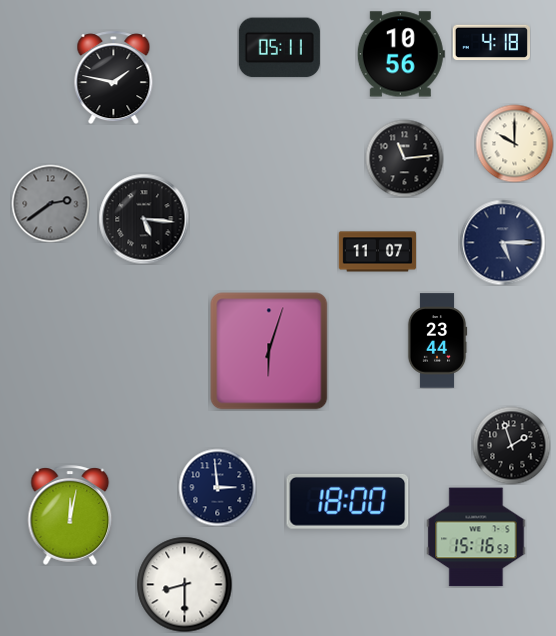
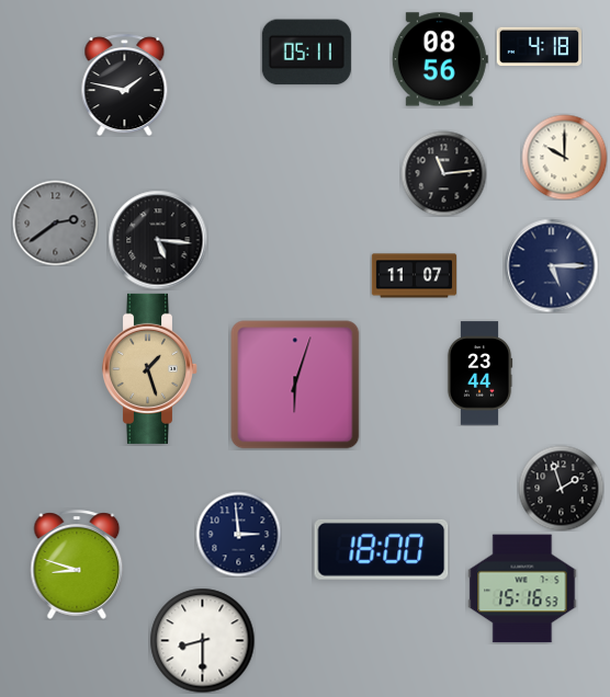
clock at (401, 54): 10:56 -> 08:56
clock at (149, 368): none -> 1:27
clock at (70, 515): 12:02 -> 8:48
